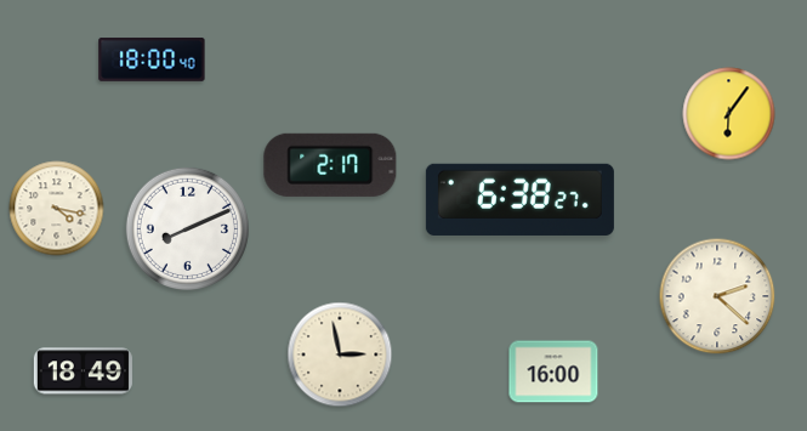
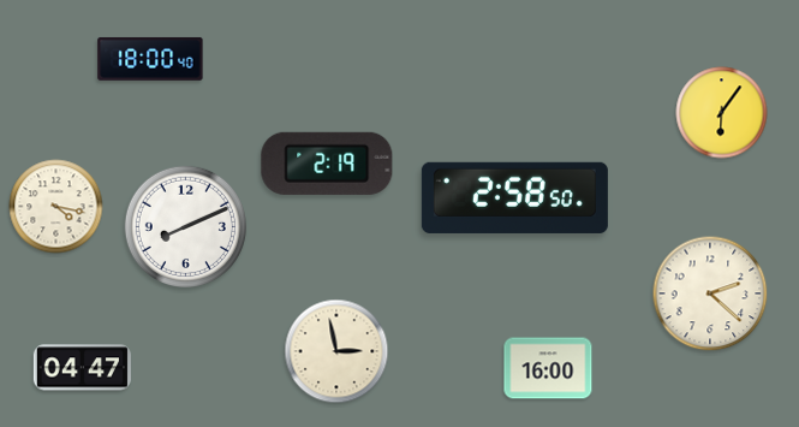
clock at (330, 165): 2:17 -> 2:19
clock at (519, 199): 6:38 -> 2:58
clock at (83, 372): 18:49 -> 04:47
